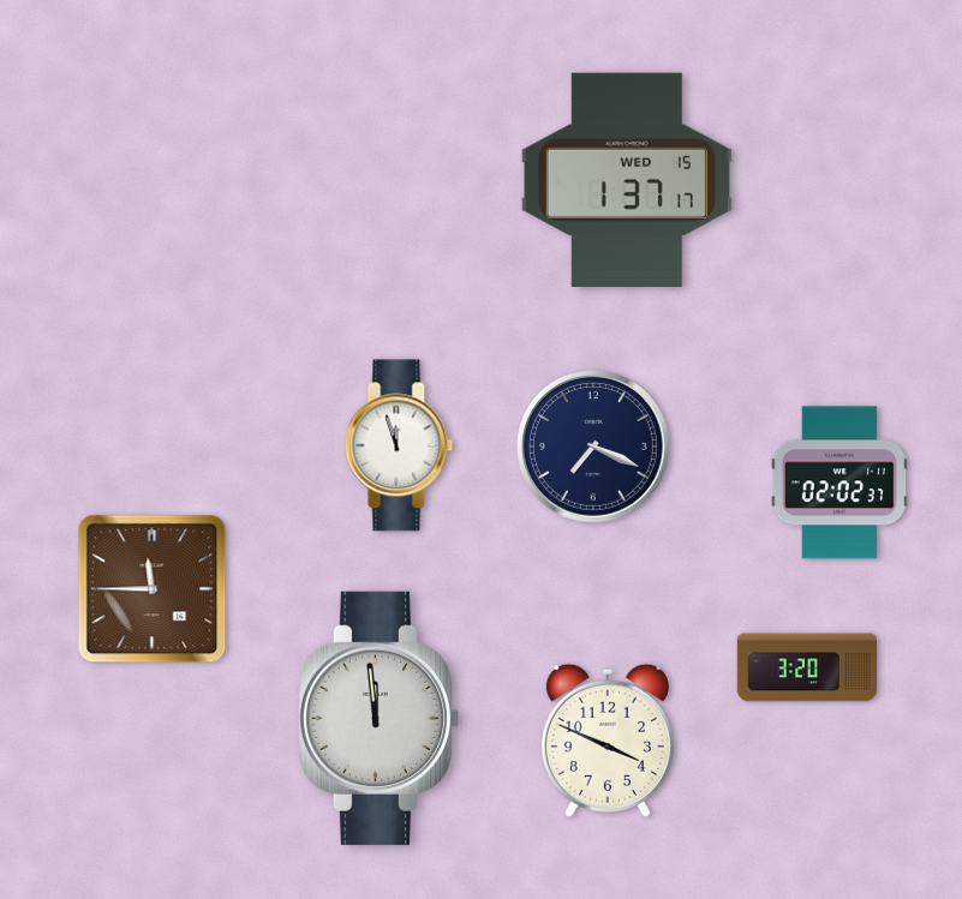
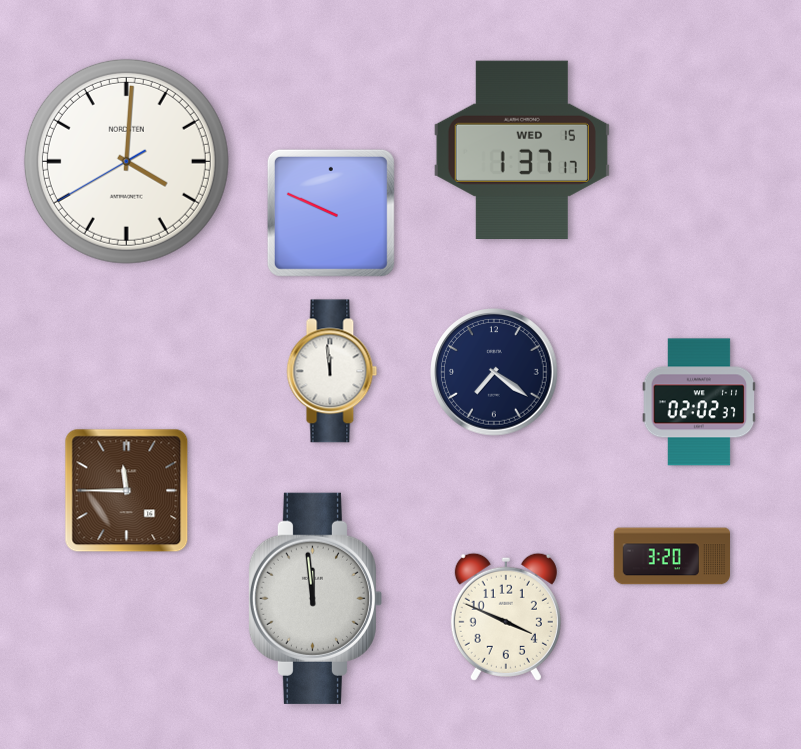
clock at (126, 161): none -> 4:00
clock at (331, 213): none -> 9:49
clock at (399, 445): 11:57 -> 11:59
clock at (593, 446): 7:19 -> 7:21
